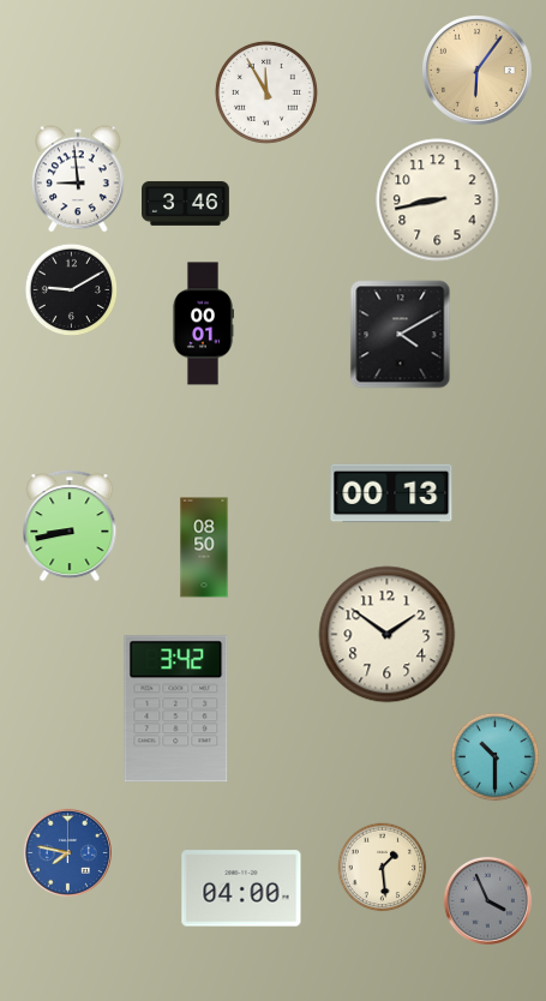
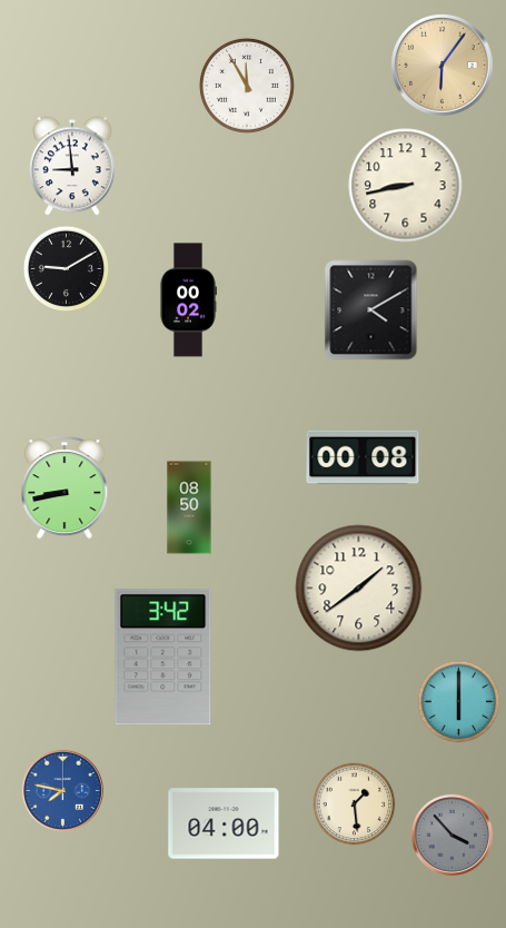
clock at (186, 203): 3:46 -> none
clock at (202, 324): 00:01 -> 00:02
clock at (391, 493): 00:13 -> 00:08
clock at (388, 635): 1:51 -> 1:39
clock at (496, 757): 10:30 -> 6:00
clock at (487, 900): 3:56 -> 3:53
